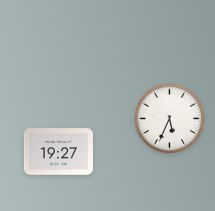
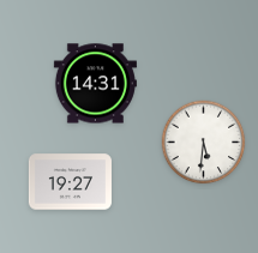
clock at (95, 84): none -> 14:31
clock at (170, 119): 5:34 -> 5:31
